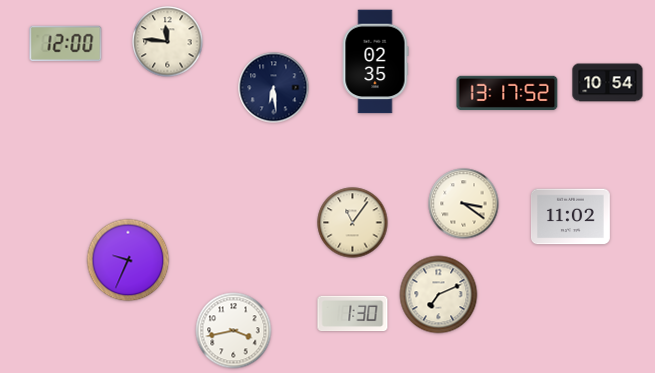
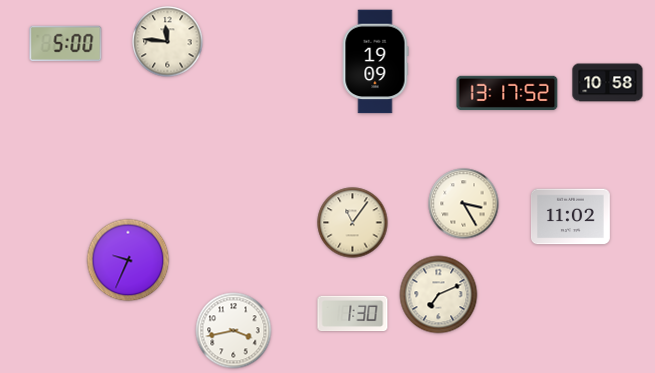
clock at (66, 44): 12:00 -> 5:00
clock at (375, 62): 02:35 -> 19:09
clock at (608, 83): 10:54 -> 10:58
clock at (274, 88): 6:29 -> none
clock at (464, 204): 3:21 -> 3:25
